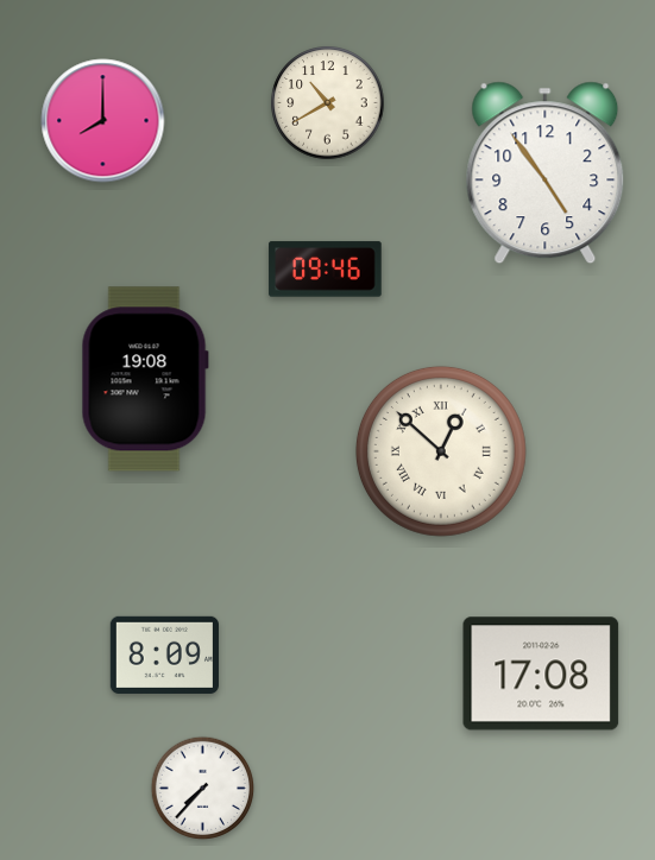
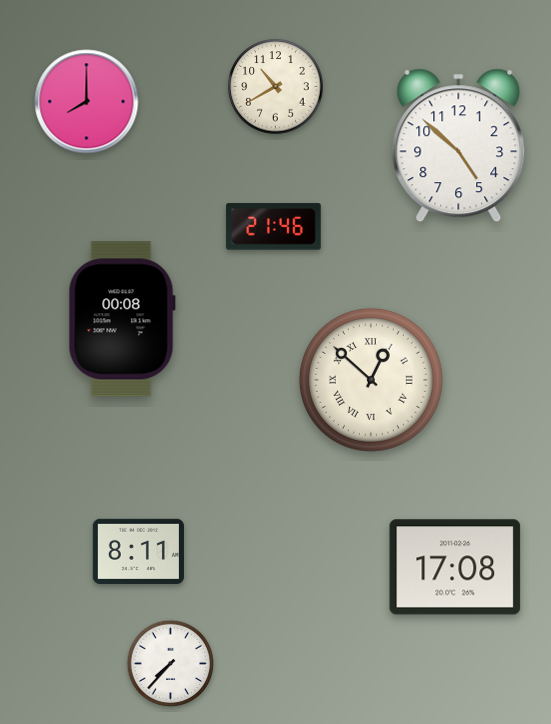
clock at (546, 173): 4:54 -> 4:52
clock at (326, 270): 09:46 -> 21:46
clock at (145, 379): 19:08 -> 00:08
clock at (164, 655): 8:09 -> 8:11
